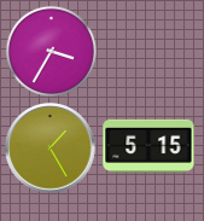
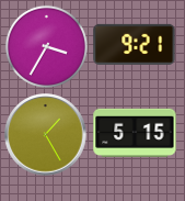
clock at (135, 44): none -> 9:21
